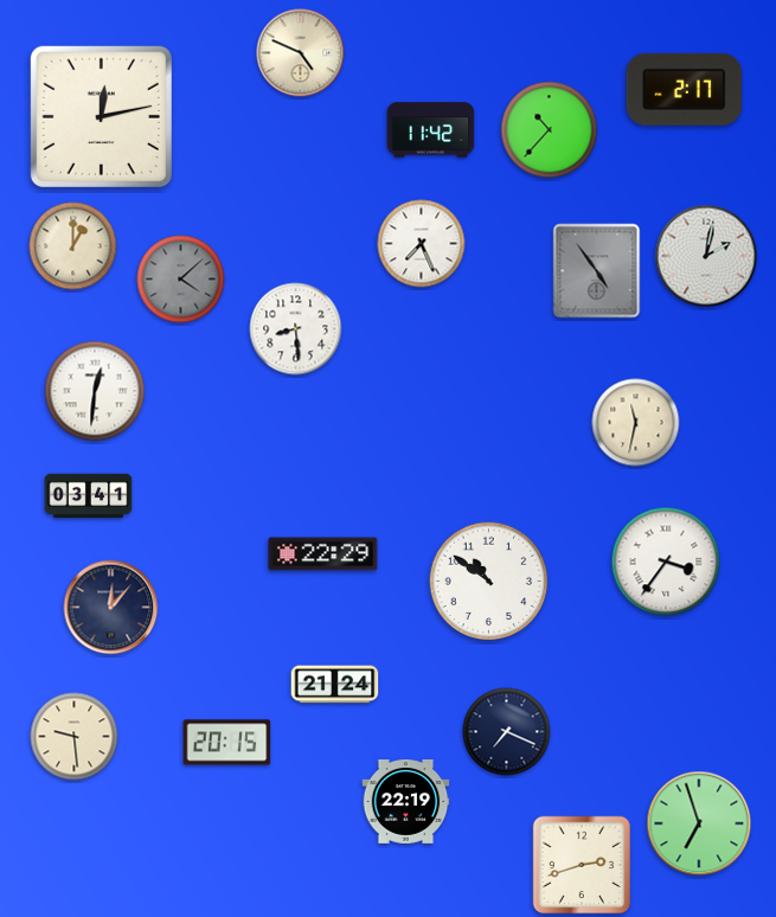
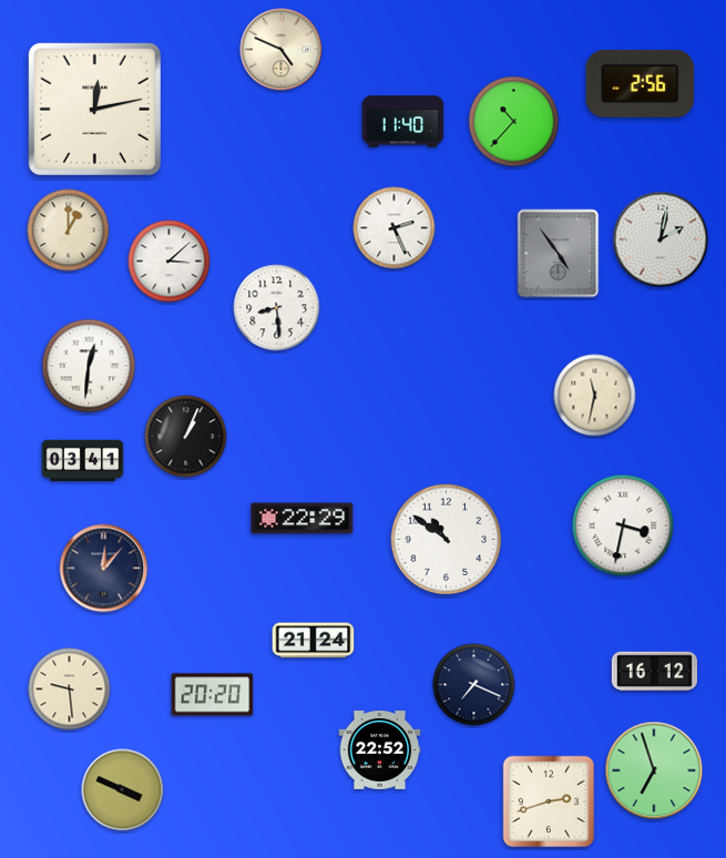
clock at (684, 89): 2:17 -> 2:56
clock at (431, 130): 11:42 -> 11:40
clock at (422, 244): 7:26 -> 2:26
clock at (181, 280): 4:08 -> 3:08
clock at (181, 280) dial: grey -> white
clock at (186, 437): none -> 1:04
clock at (89, 496) position: (89, 496) -> (83, 461)
clock at (666, 562): 3:36 -> 3:32
clock at (489, 582) position: (489, 582) -> (447, 540)
clock at (654, 672): none -> 16:12
clock at (227, 743): 20:15 -> 20:20
clock at (406, 802): 22:19 -> 22:52
clock at (123, 790): none -> 3:49
clock at (582, 865) position: (582, 865) -> (549, 801)
